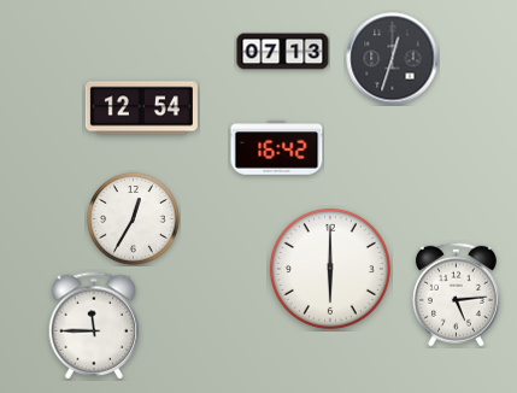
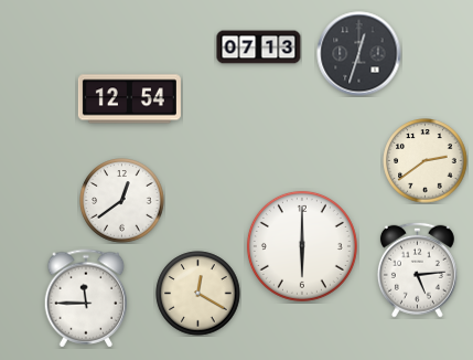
clock at (277, 148): 16:42 -> none
clock at (426, 161): none -> 2:39
clock at (134, 219): 12:35 -> 12:39
clock at (198, 294): none -> 12:20
